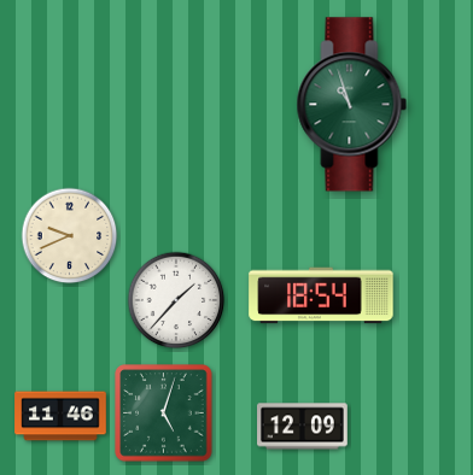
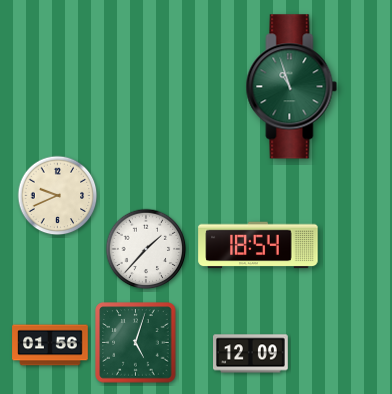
clock at (321, 295) position: (321, 295) -> (258, 245)
clock at (60, 416): 11:46 -> 01:56
